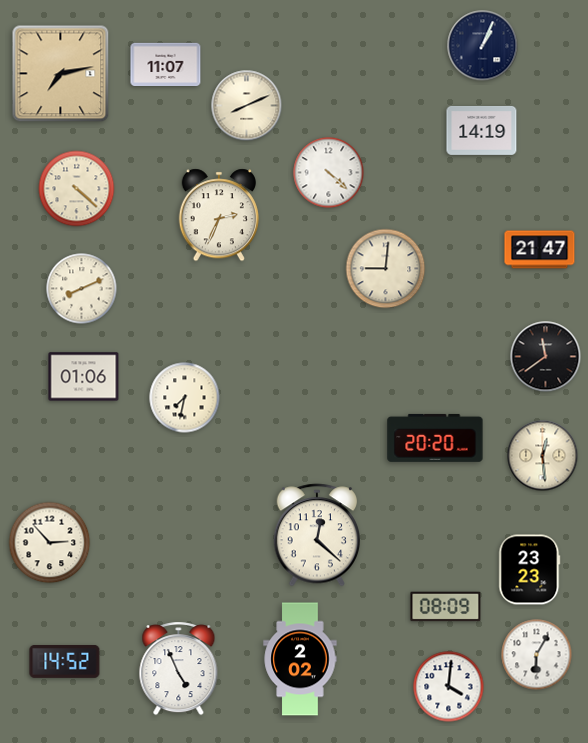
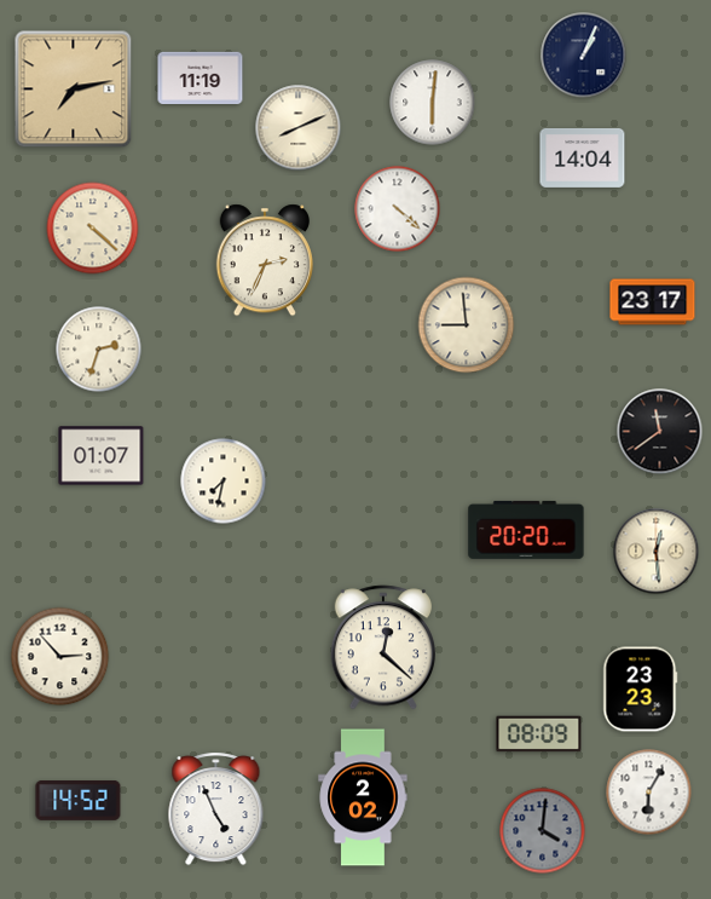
clock at (166, 64): 11:07 -> 11:19
clock at (433, 103): none -> 6:01
clock at (482, 130): 14:19 -> 14:04
clock at (540, 250): 21:47 -> 23:17
clock at (386, 269): 9:01 -> 8:59
clock at (82, 289): 8:11 -> 2:33
clock at (84, 377): 01:06 -> 01:07
clock at (449, 687) dial: white -> grey
